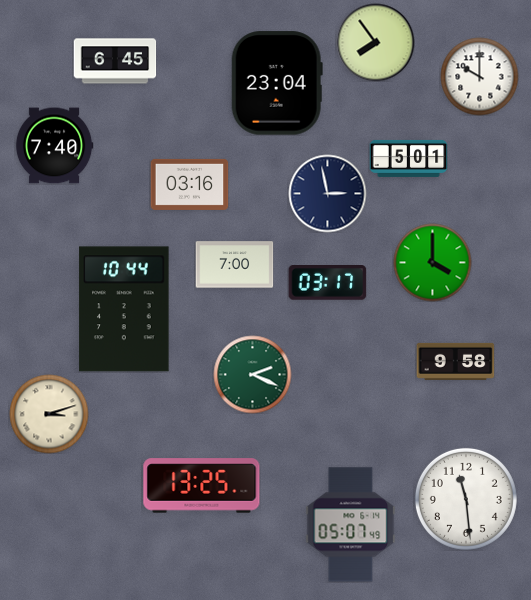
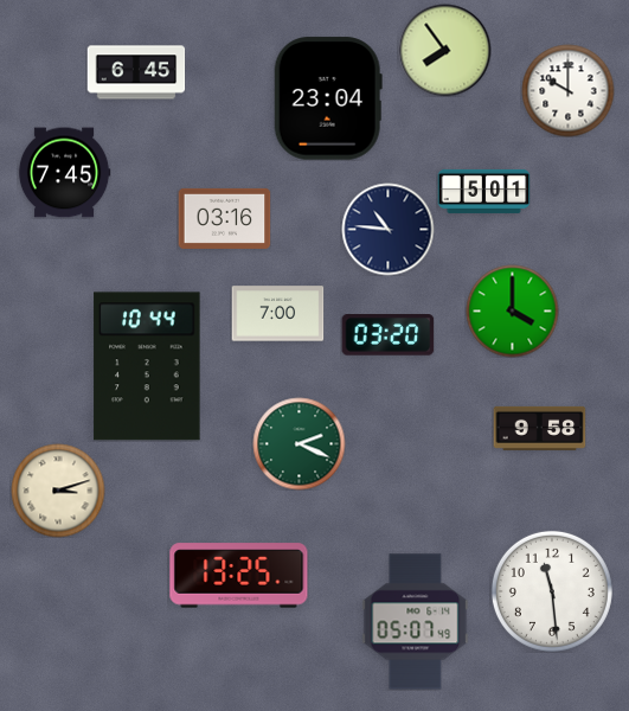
clock at (54, 146): 7:40 -> 7:45
clock at (408, 158) position: (408, 158) -> (483, 191)
clock at (327, 193): 2:58 -> 10:46
clock at (327, 283): 03:17 -> 03:20
